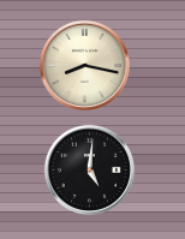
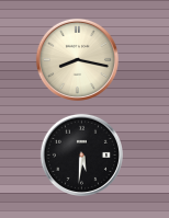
clock at (89, 169): 5:01 -> 5:31
